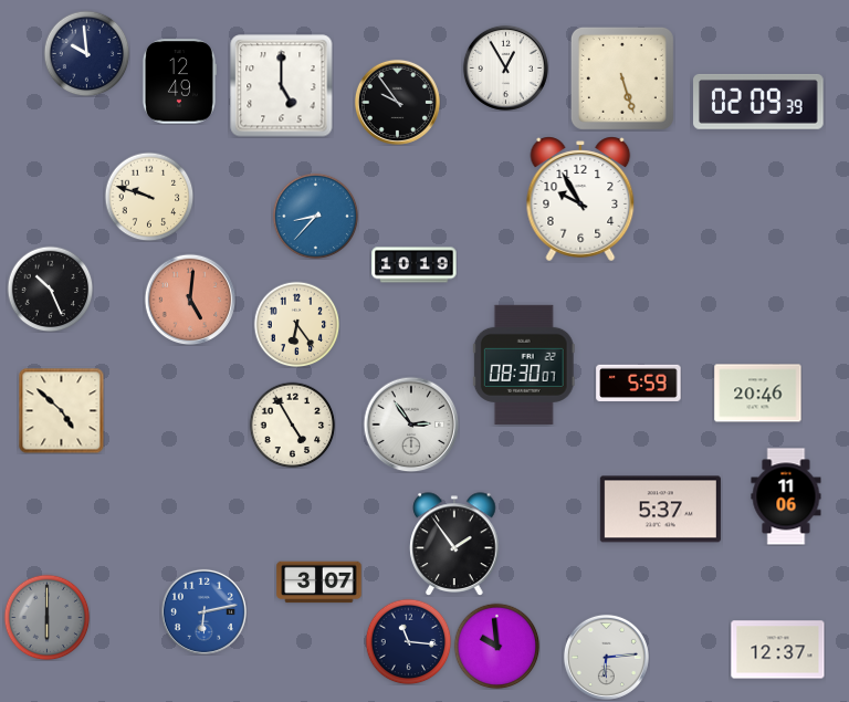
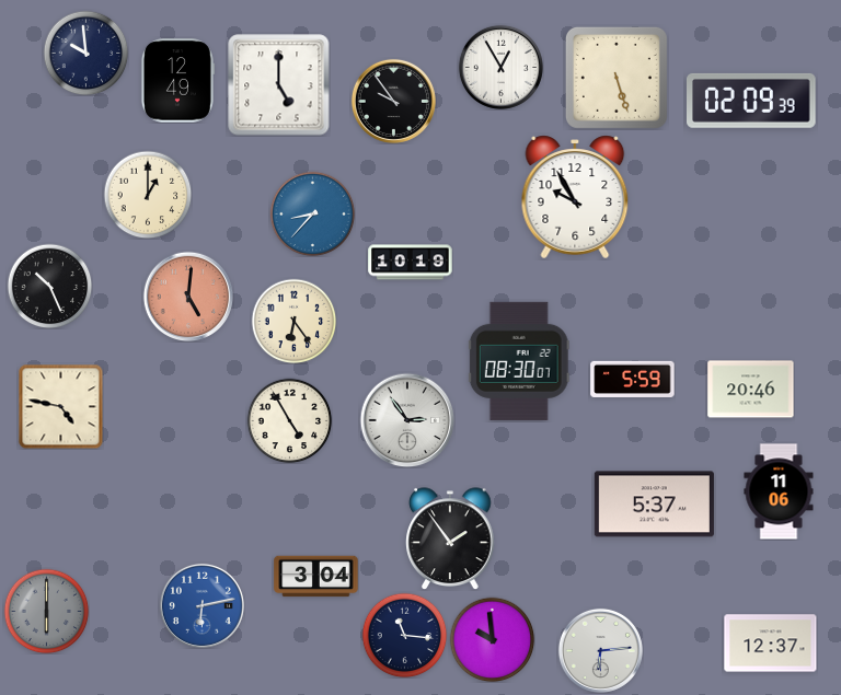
clock at (149, 197): 9:48 -> 1:00
clock at (61, 410): 4:52 -> 4:47
clock at (319, 583): 3:07 -> 3:04
